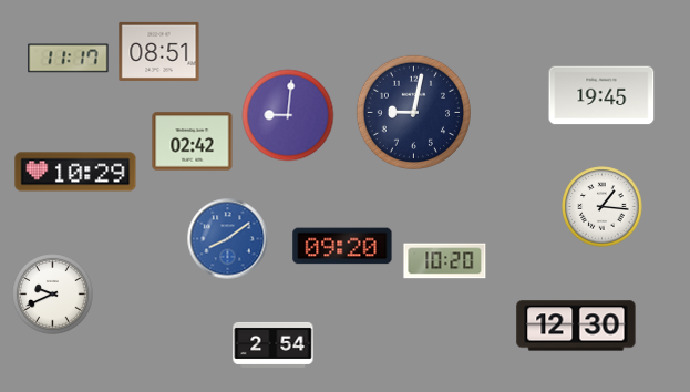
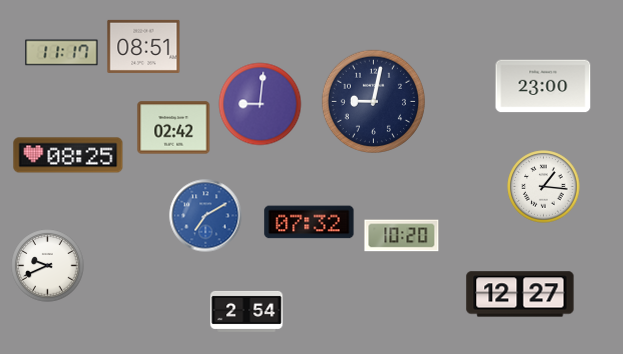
clock at (601, 95): 19:45 -> 23:00
clock at (75, 172): 10:29 -> 08:25
clock at (228, 239): 8:09 -> 7:10
clock at (342, 246): 09:20 -> 07:32
clock at (576, 326): 12:30 -> 12:27
